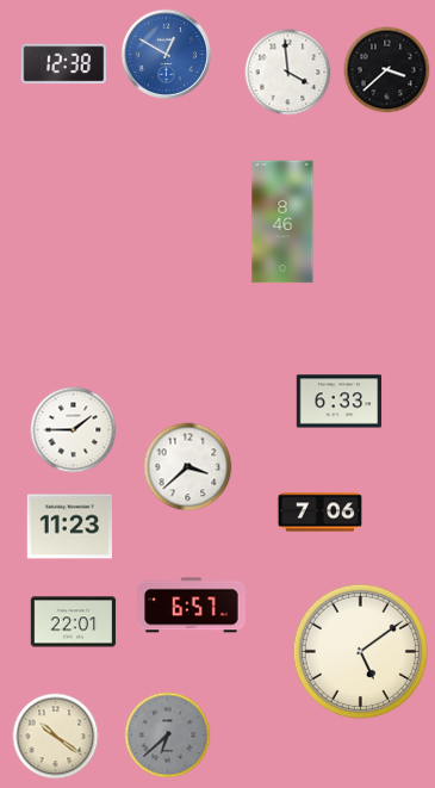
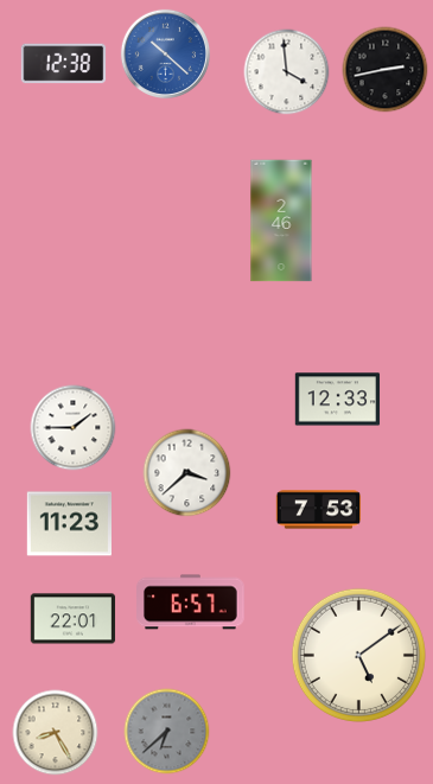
clock at (166, 54): 12:50 -> 10:22
clock at (387, 70): 3:38 -> 2:43
clock at (282, 222): 8:46 -> 2:46
clock at (340, 402): 6:33 -> 12:33
clock at (188, 467) position: (188, 467) -> (187, 473)
clock at (321, 513): 7:06 -> 7:53
clock at (360, 651) position: (360, 651) -> (358, 655)
clock at (56, 737): 10:21 -> 8:25
